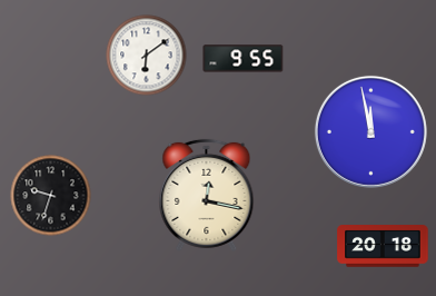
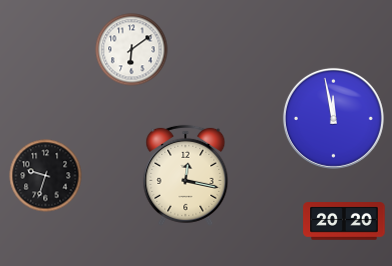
clock at (244, 59): 9:55 -> none
clock at (383, 246): 20:18 -> 20:20
